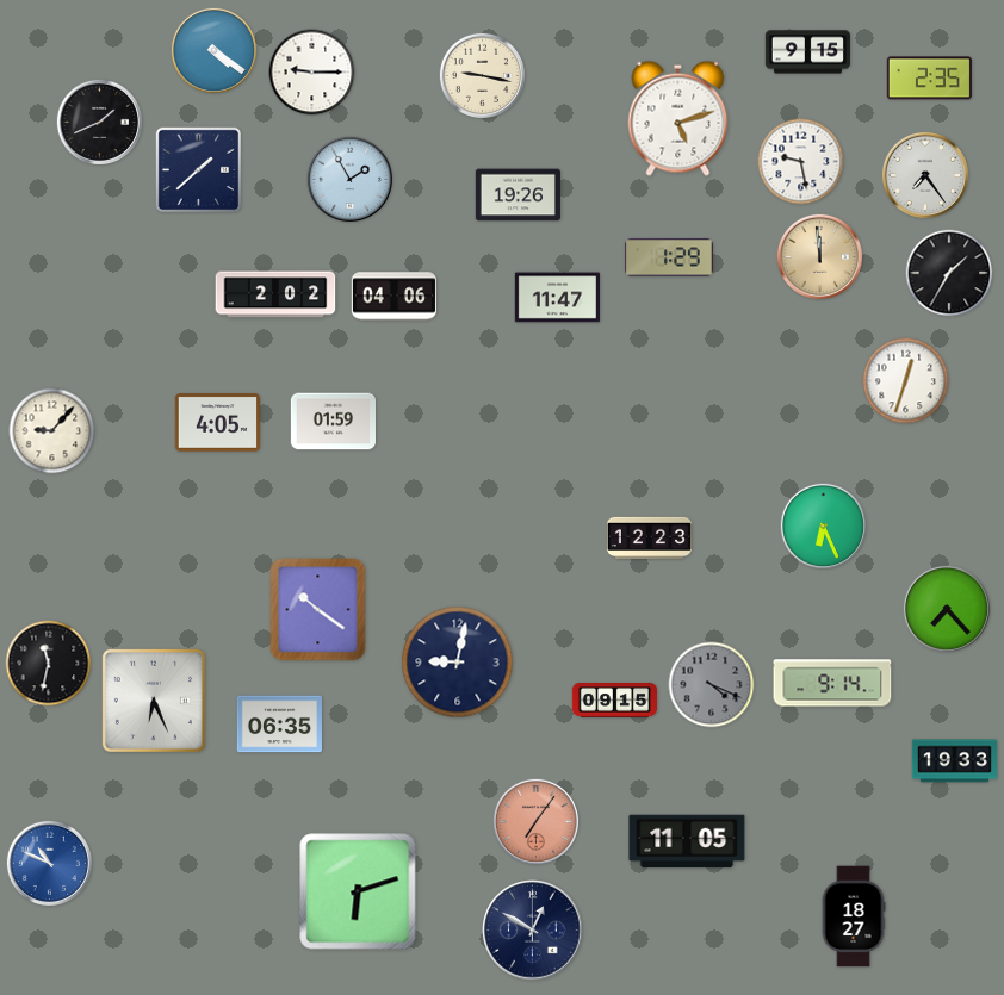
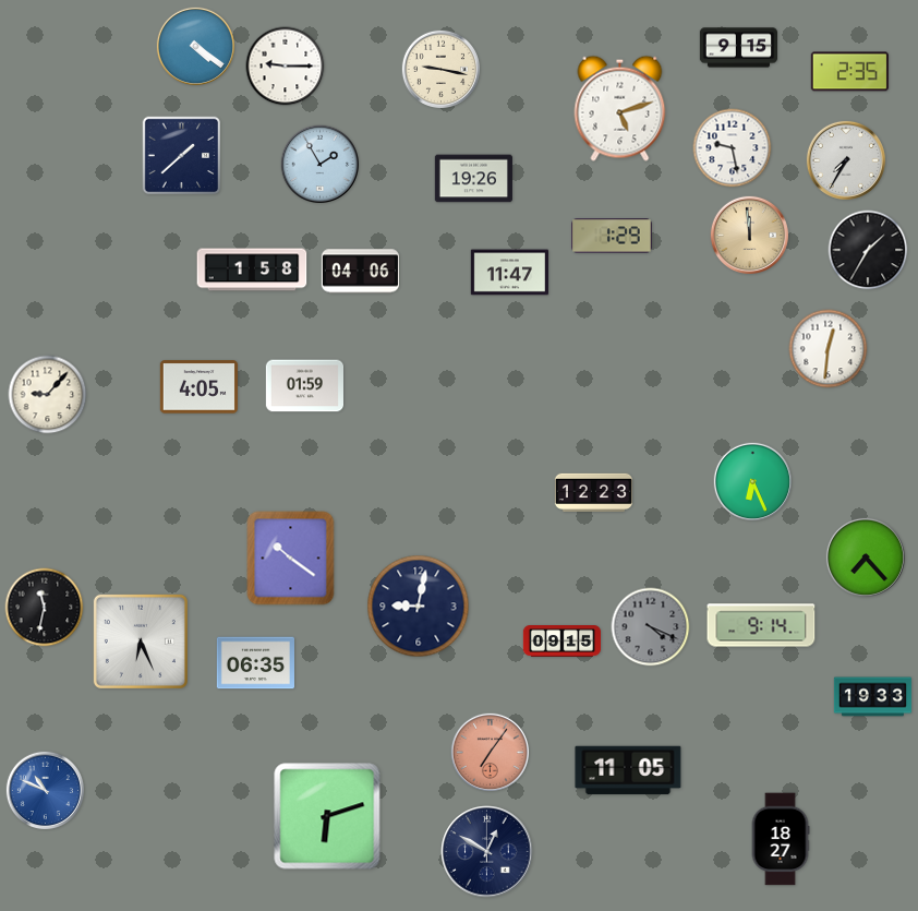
clock at (99, 122): 1:41 -> none
clock at (925, 175): 7:24 -> 7:35
clock at (275, 294): 2:02 -> 1:58
clock at (906, 381): 12:33 -> 12:31
